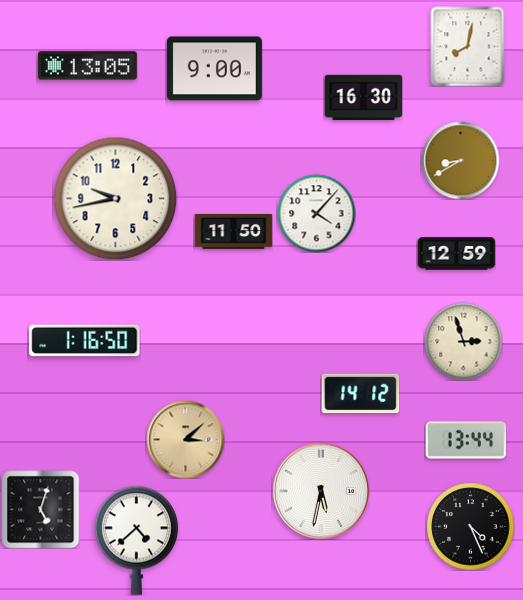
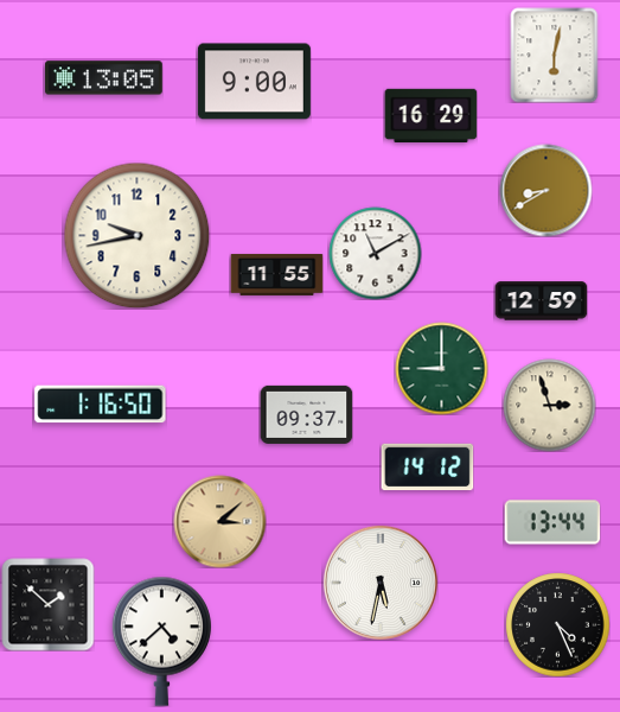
clock at (468, 46): 8:02 -> 6:02
clock at (363, 97): 16:30 -> 16:29
clock at (316, 213): 4:07 -> 11:10
clock at (233, 231): 11:50 -> 11:55
clock at (441, 368): none -> 9:00
clock at (306, 414): none -> 09:37
clock at (40, 509): 5:03 -> 1:52
